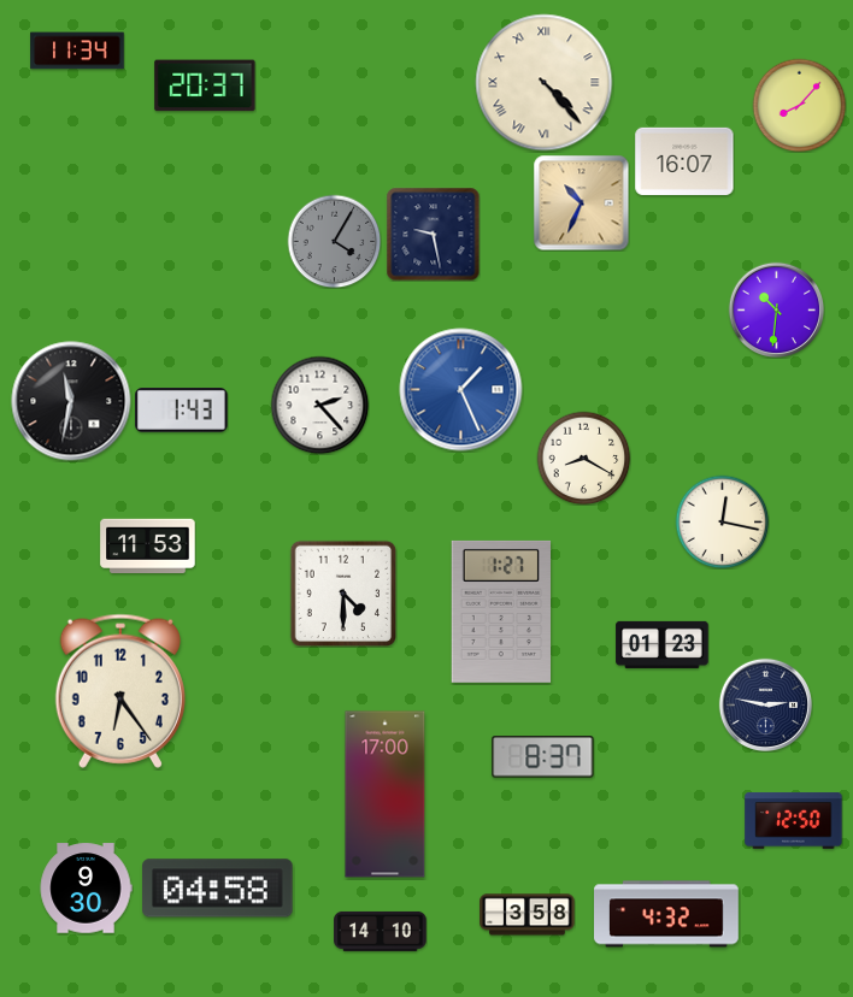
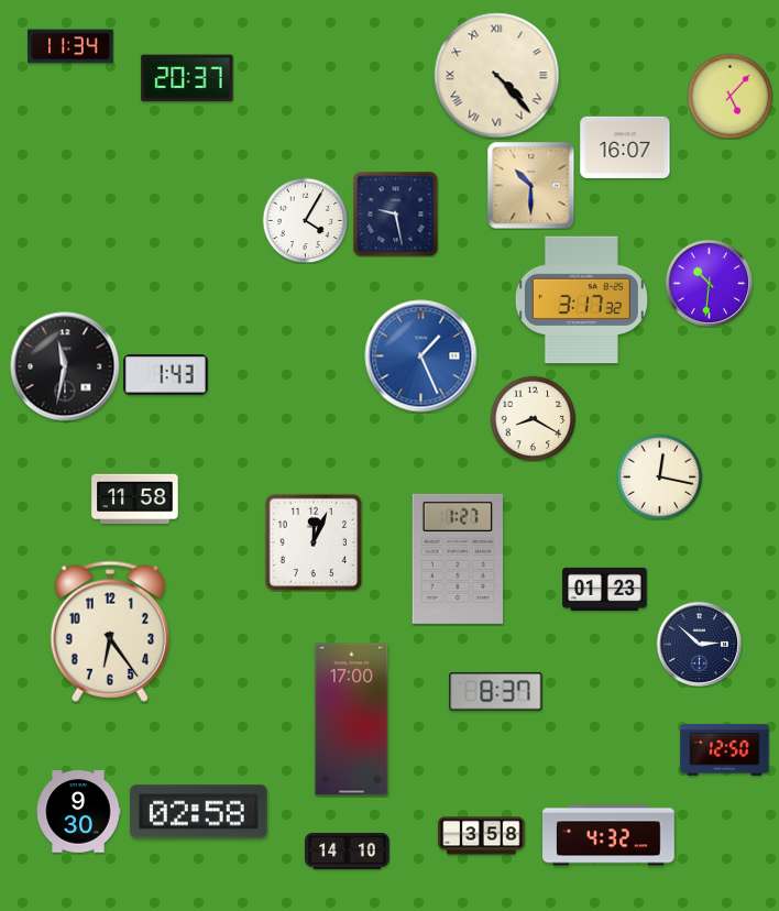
clock at (799, 105): 8:07 -> 5:07
clock at (581, 202): 10:34 -> 10:30
clock at (334, 241) dial: grey -> white
clock at (581, 300): none -> 3:17
clock at (319, 405): 2:23 -> none
clock at (148, 547): 11:53 -> 11:58
clock at (342, 592): 4:30 -> 12:04
clock at (765, 704): 2:47 -> 2:52
clock at (386, 795) position: (386, 795) -> (352, 720)
clock at (218, 889): 04:58 -> 02:58
